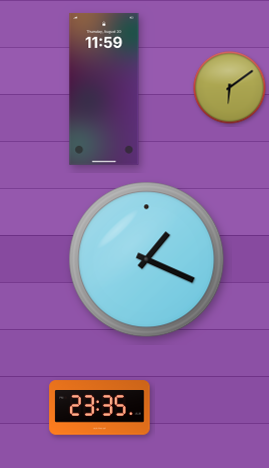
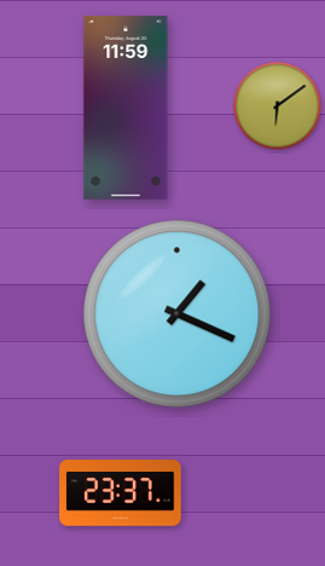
clock at (100, 408): 23:35 -> 23:37
